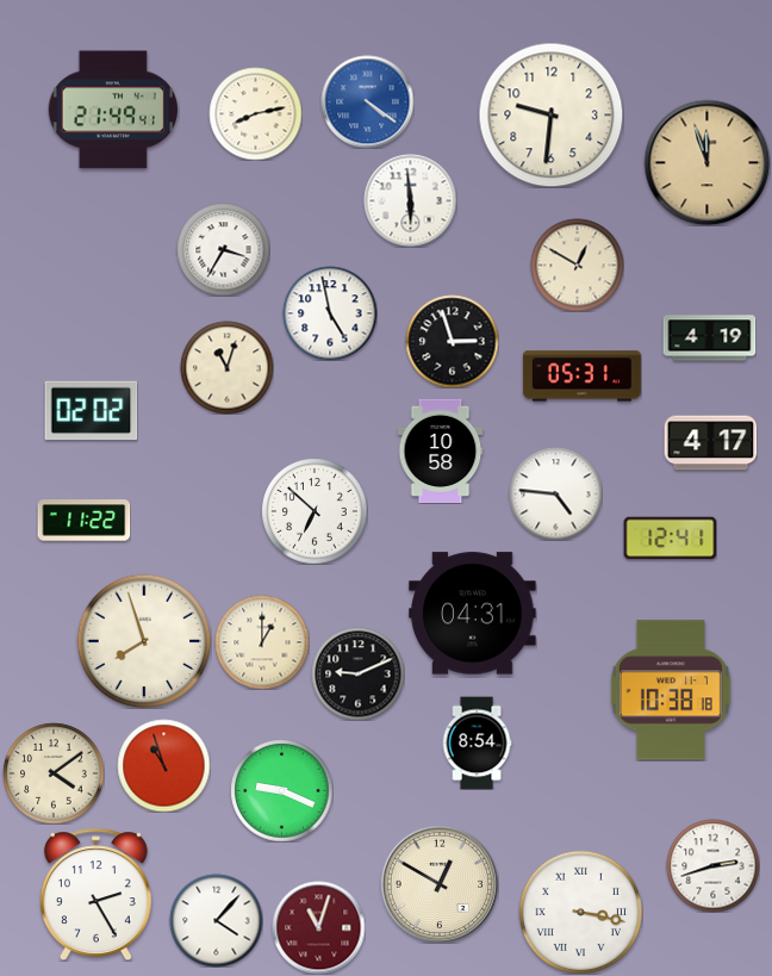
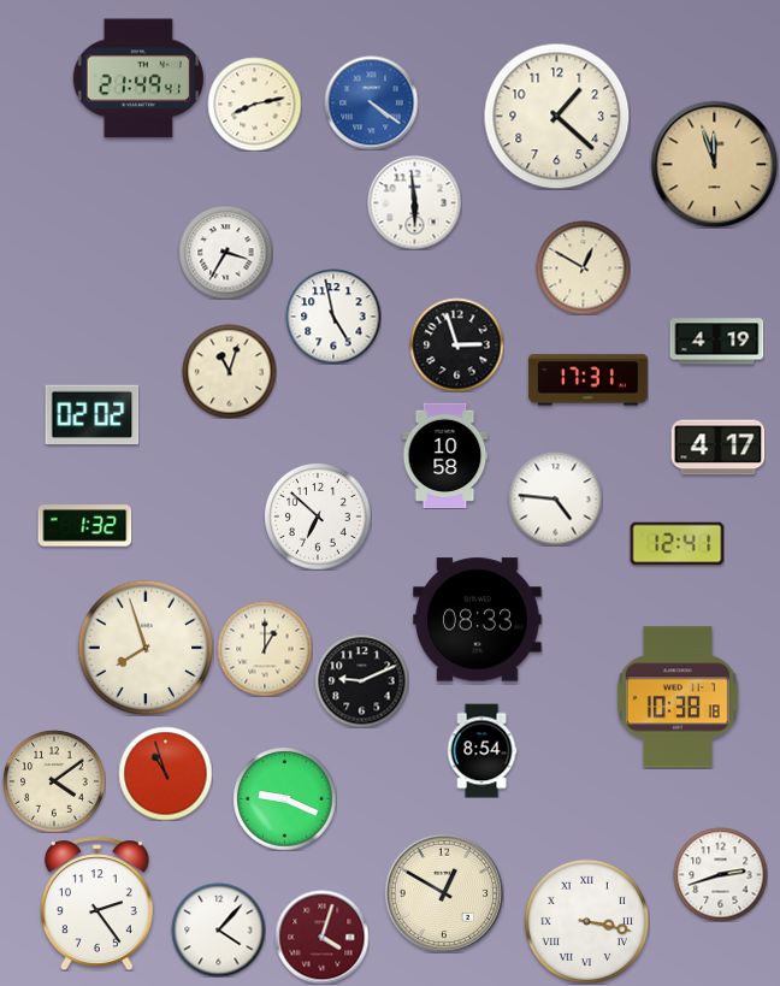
clock at (113, 110) position: (113, 110) -> (138, 78)
clock at (255, 113) position: (255, 113) -> (254, 104)
clock at (550, 114): 9:31 -> 1:22
clock at (581, 377): 05:31 -> 17:31
clock at (555, 493) position: (555, 493) -> (555, 498)
clock at (83, 521): 11:22 -> 1:32
clock at (473, 614): 04:31 -> 08:33
clock at (95, 894): 2:25 -> 2:24
clock at (318, 927): 11:03 -> 4:03
